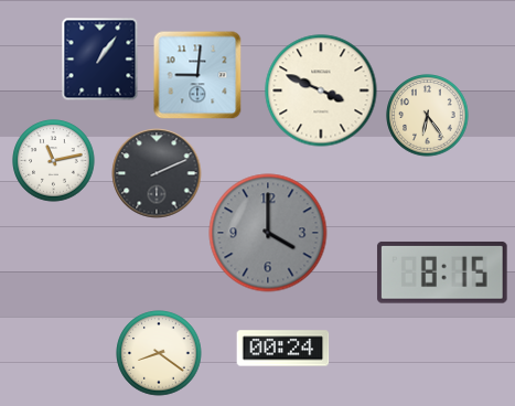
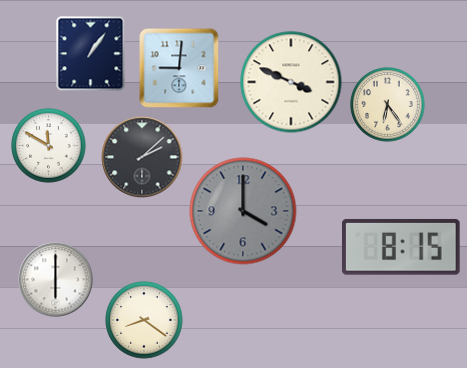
clock at (54, 161): 11:13 -> 11:50
clock at (157, 173): 2:11 -> 2:08
clock at (56, 280): none -> 6:00
clock at (283, 349): 00:24 -> none
